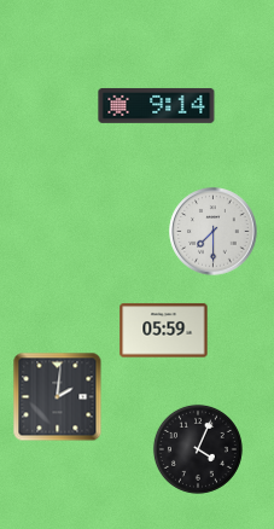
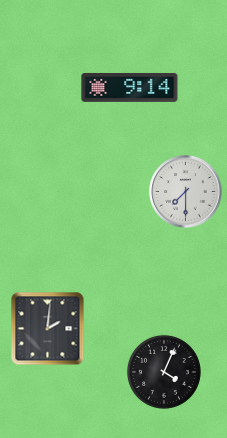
clock at (214, 232) position: (214, 232) -> (186, 192)
clock at (164, 331): 05:59 -> none
